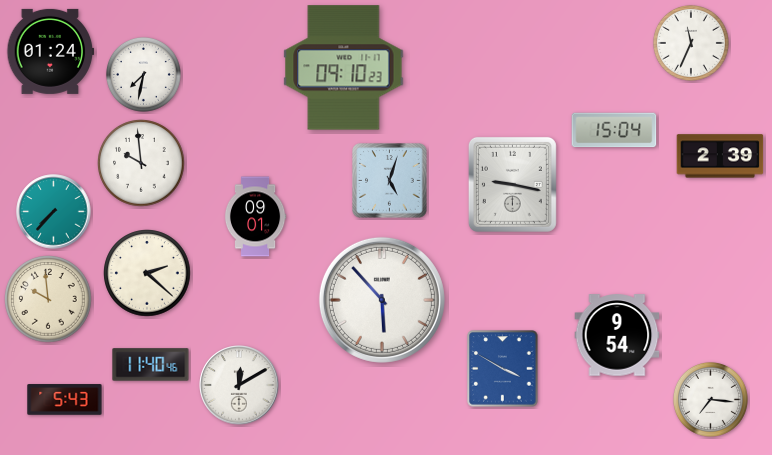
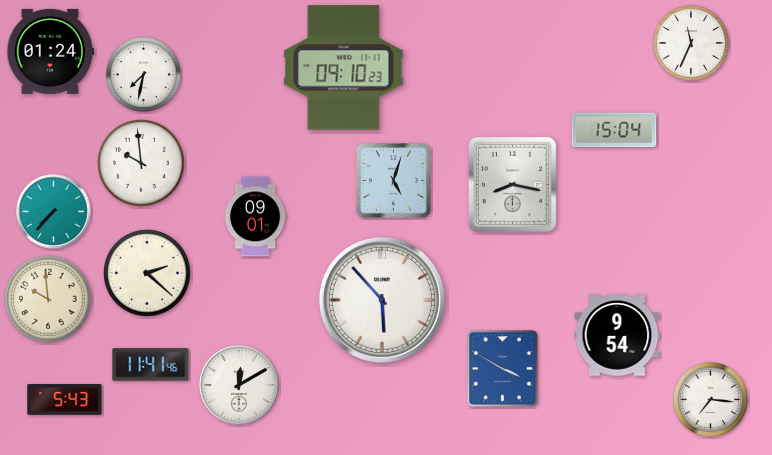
clock at (720, 156): 2:39 -> none
clock at (390, 181) position: (390, 181) -> (394, 181)
clock at (512, 184): 9:17 -> 8:17
clock at (151, 365): 11:40 -> 11:41
